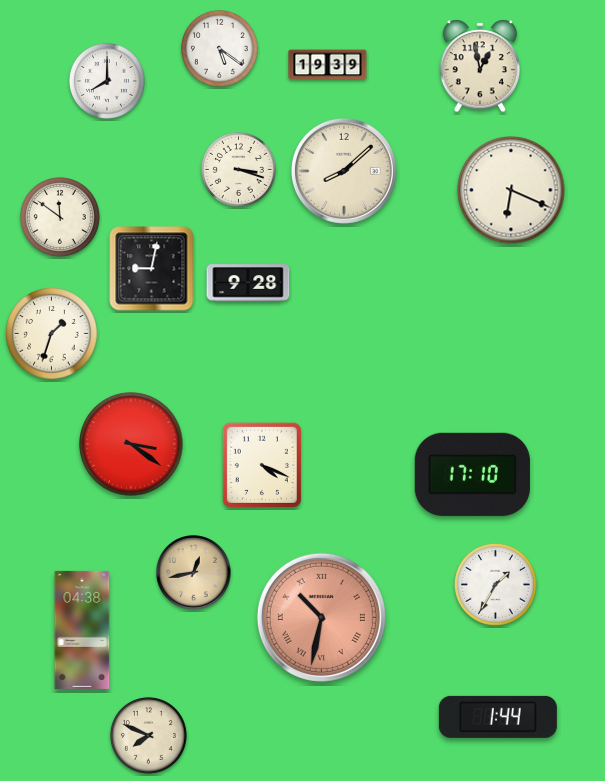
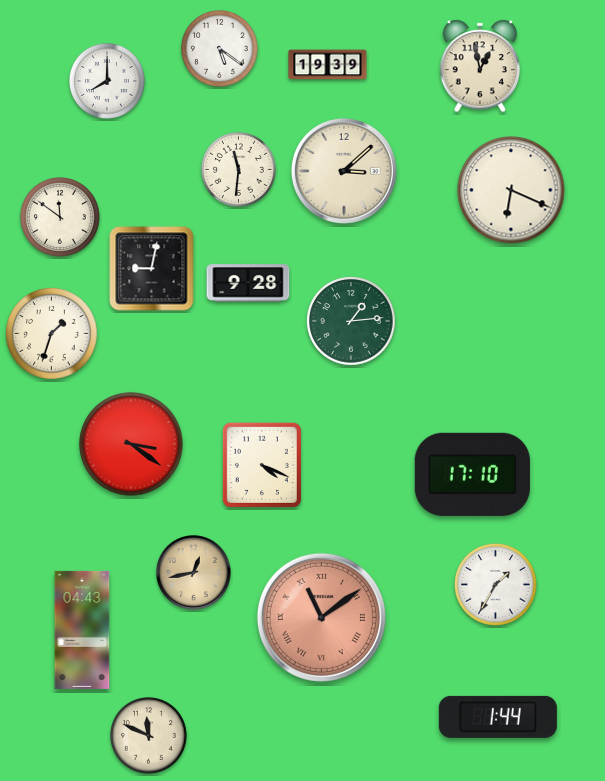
clock at (238, 169): 3:18 -> 11:31
clock at (344, 171): 8:08 -> 3:08
clock at (351, 321): none -> 1:14
clock at (321, 617): 10:32 -> 11:09
clock at (82, 630): 04:38 -> 04:43
clock at (148, 735): 7:49 -> 11:49
